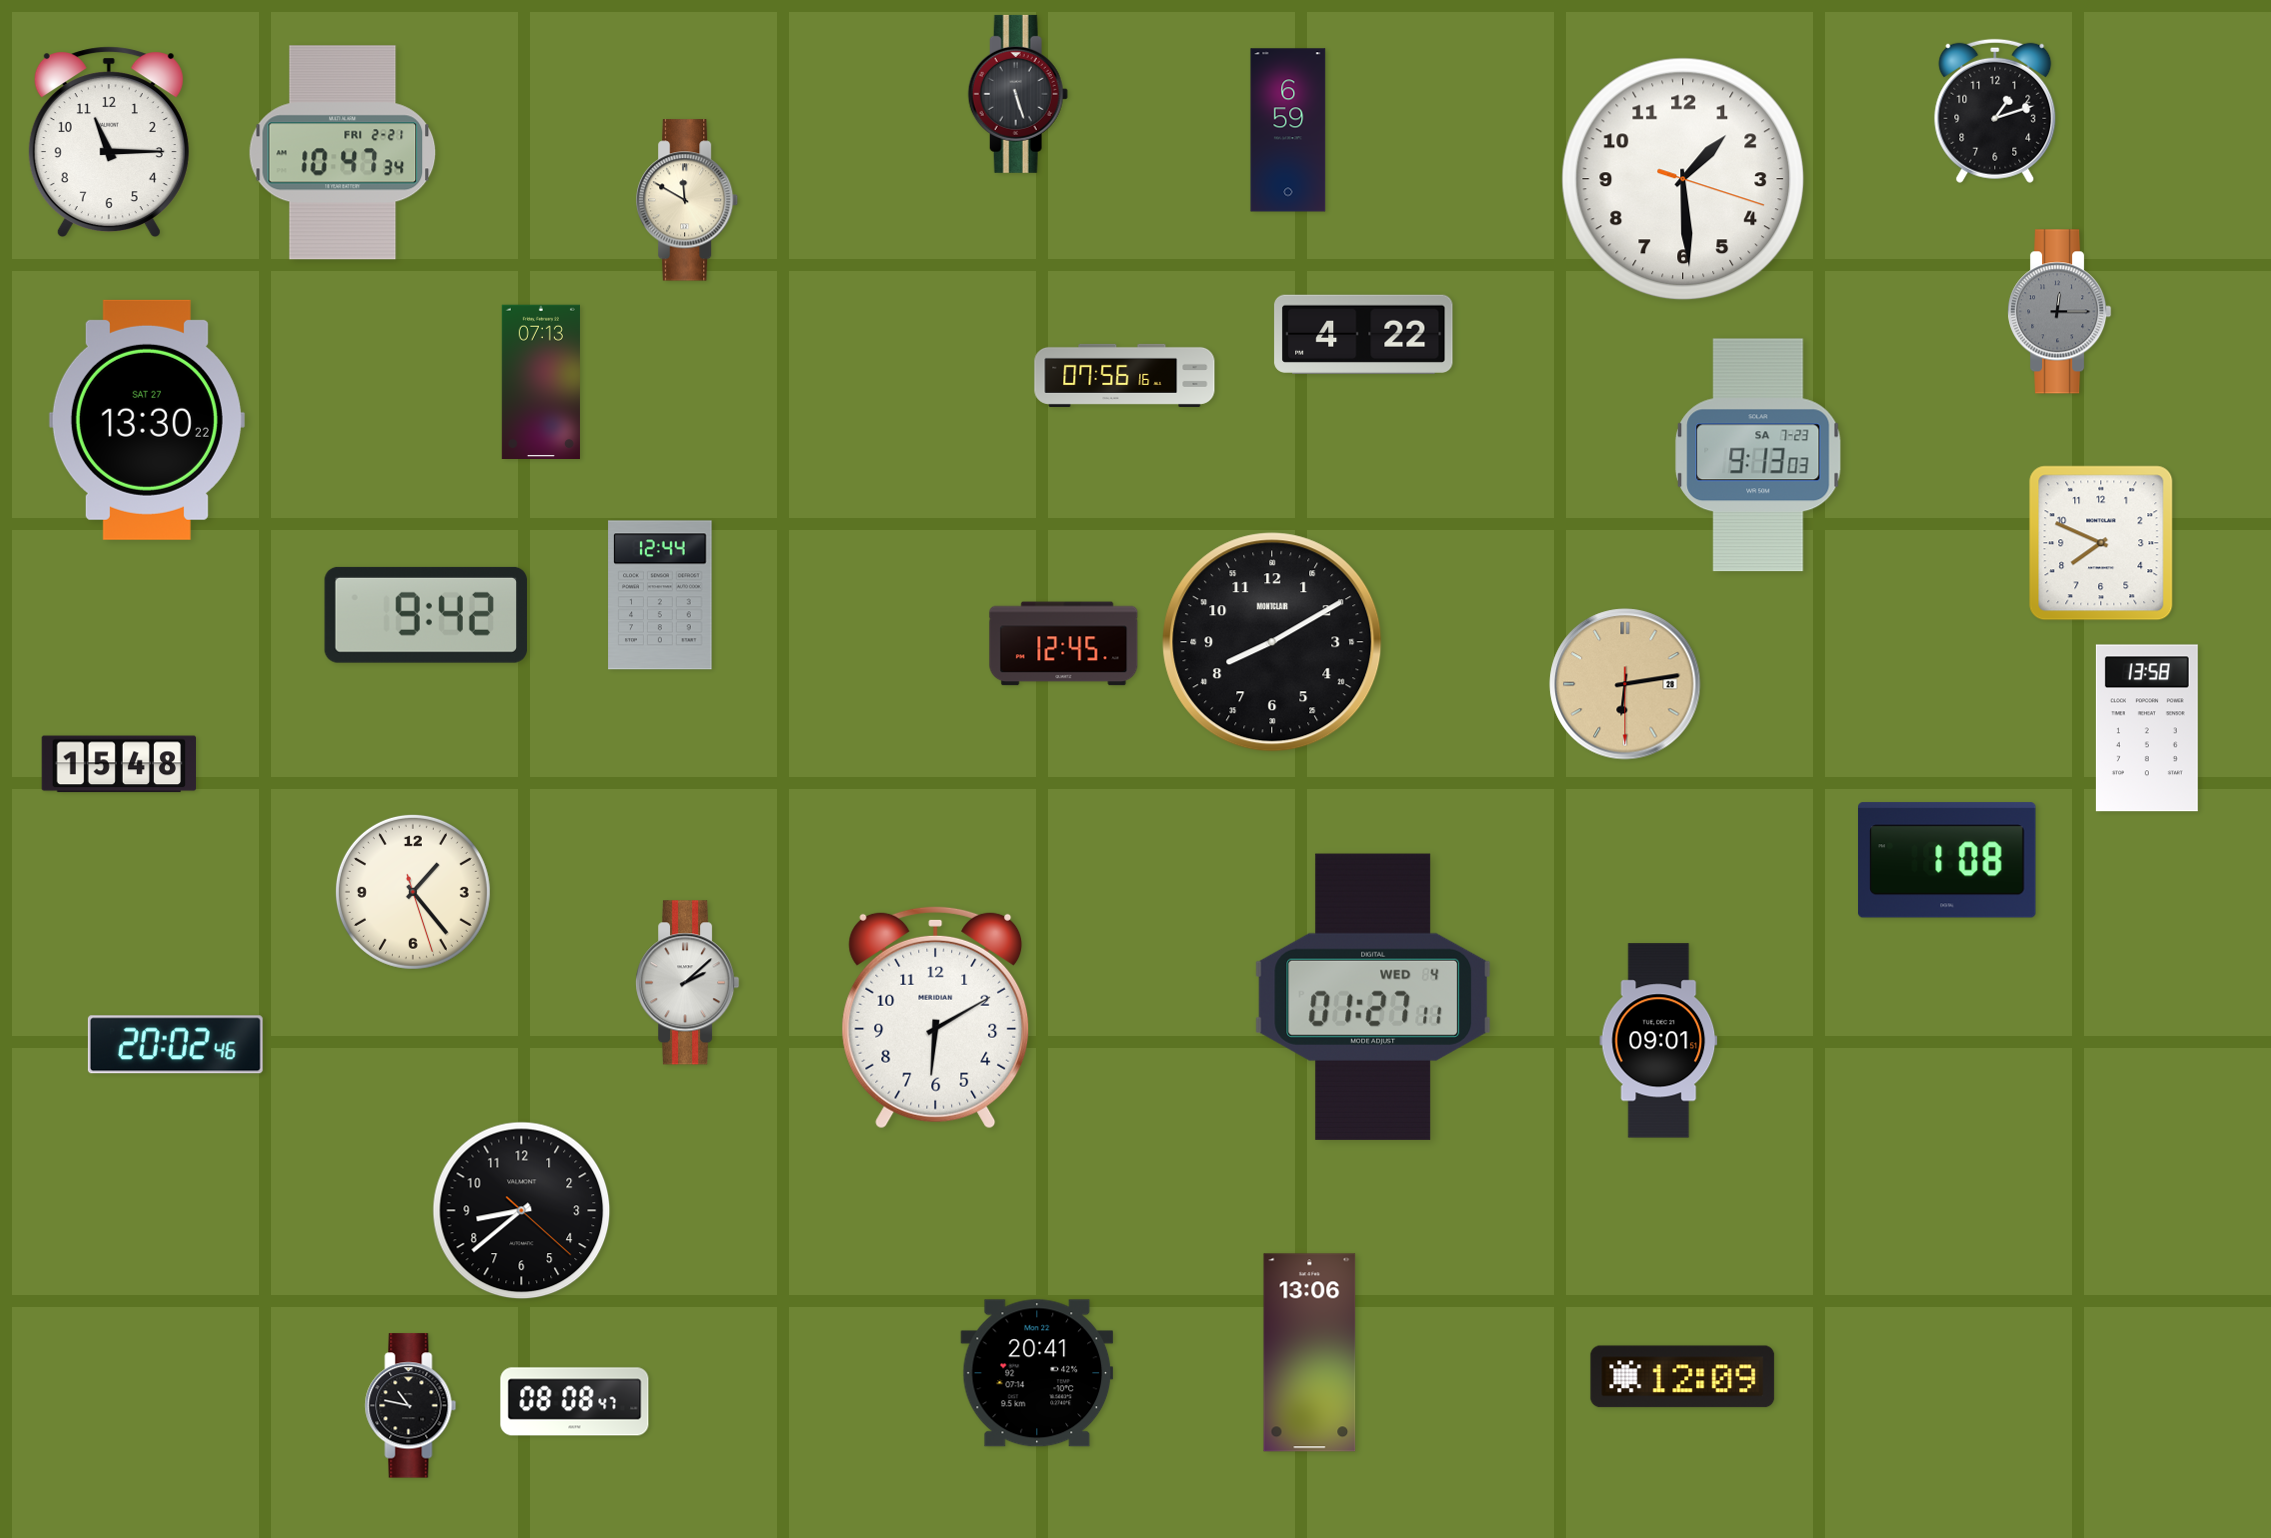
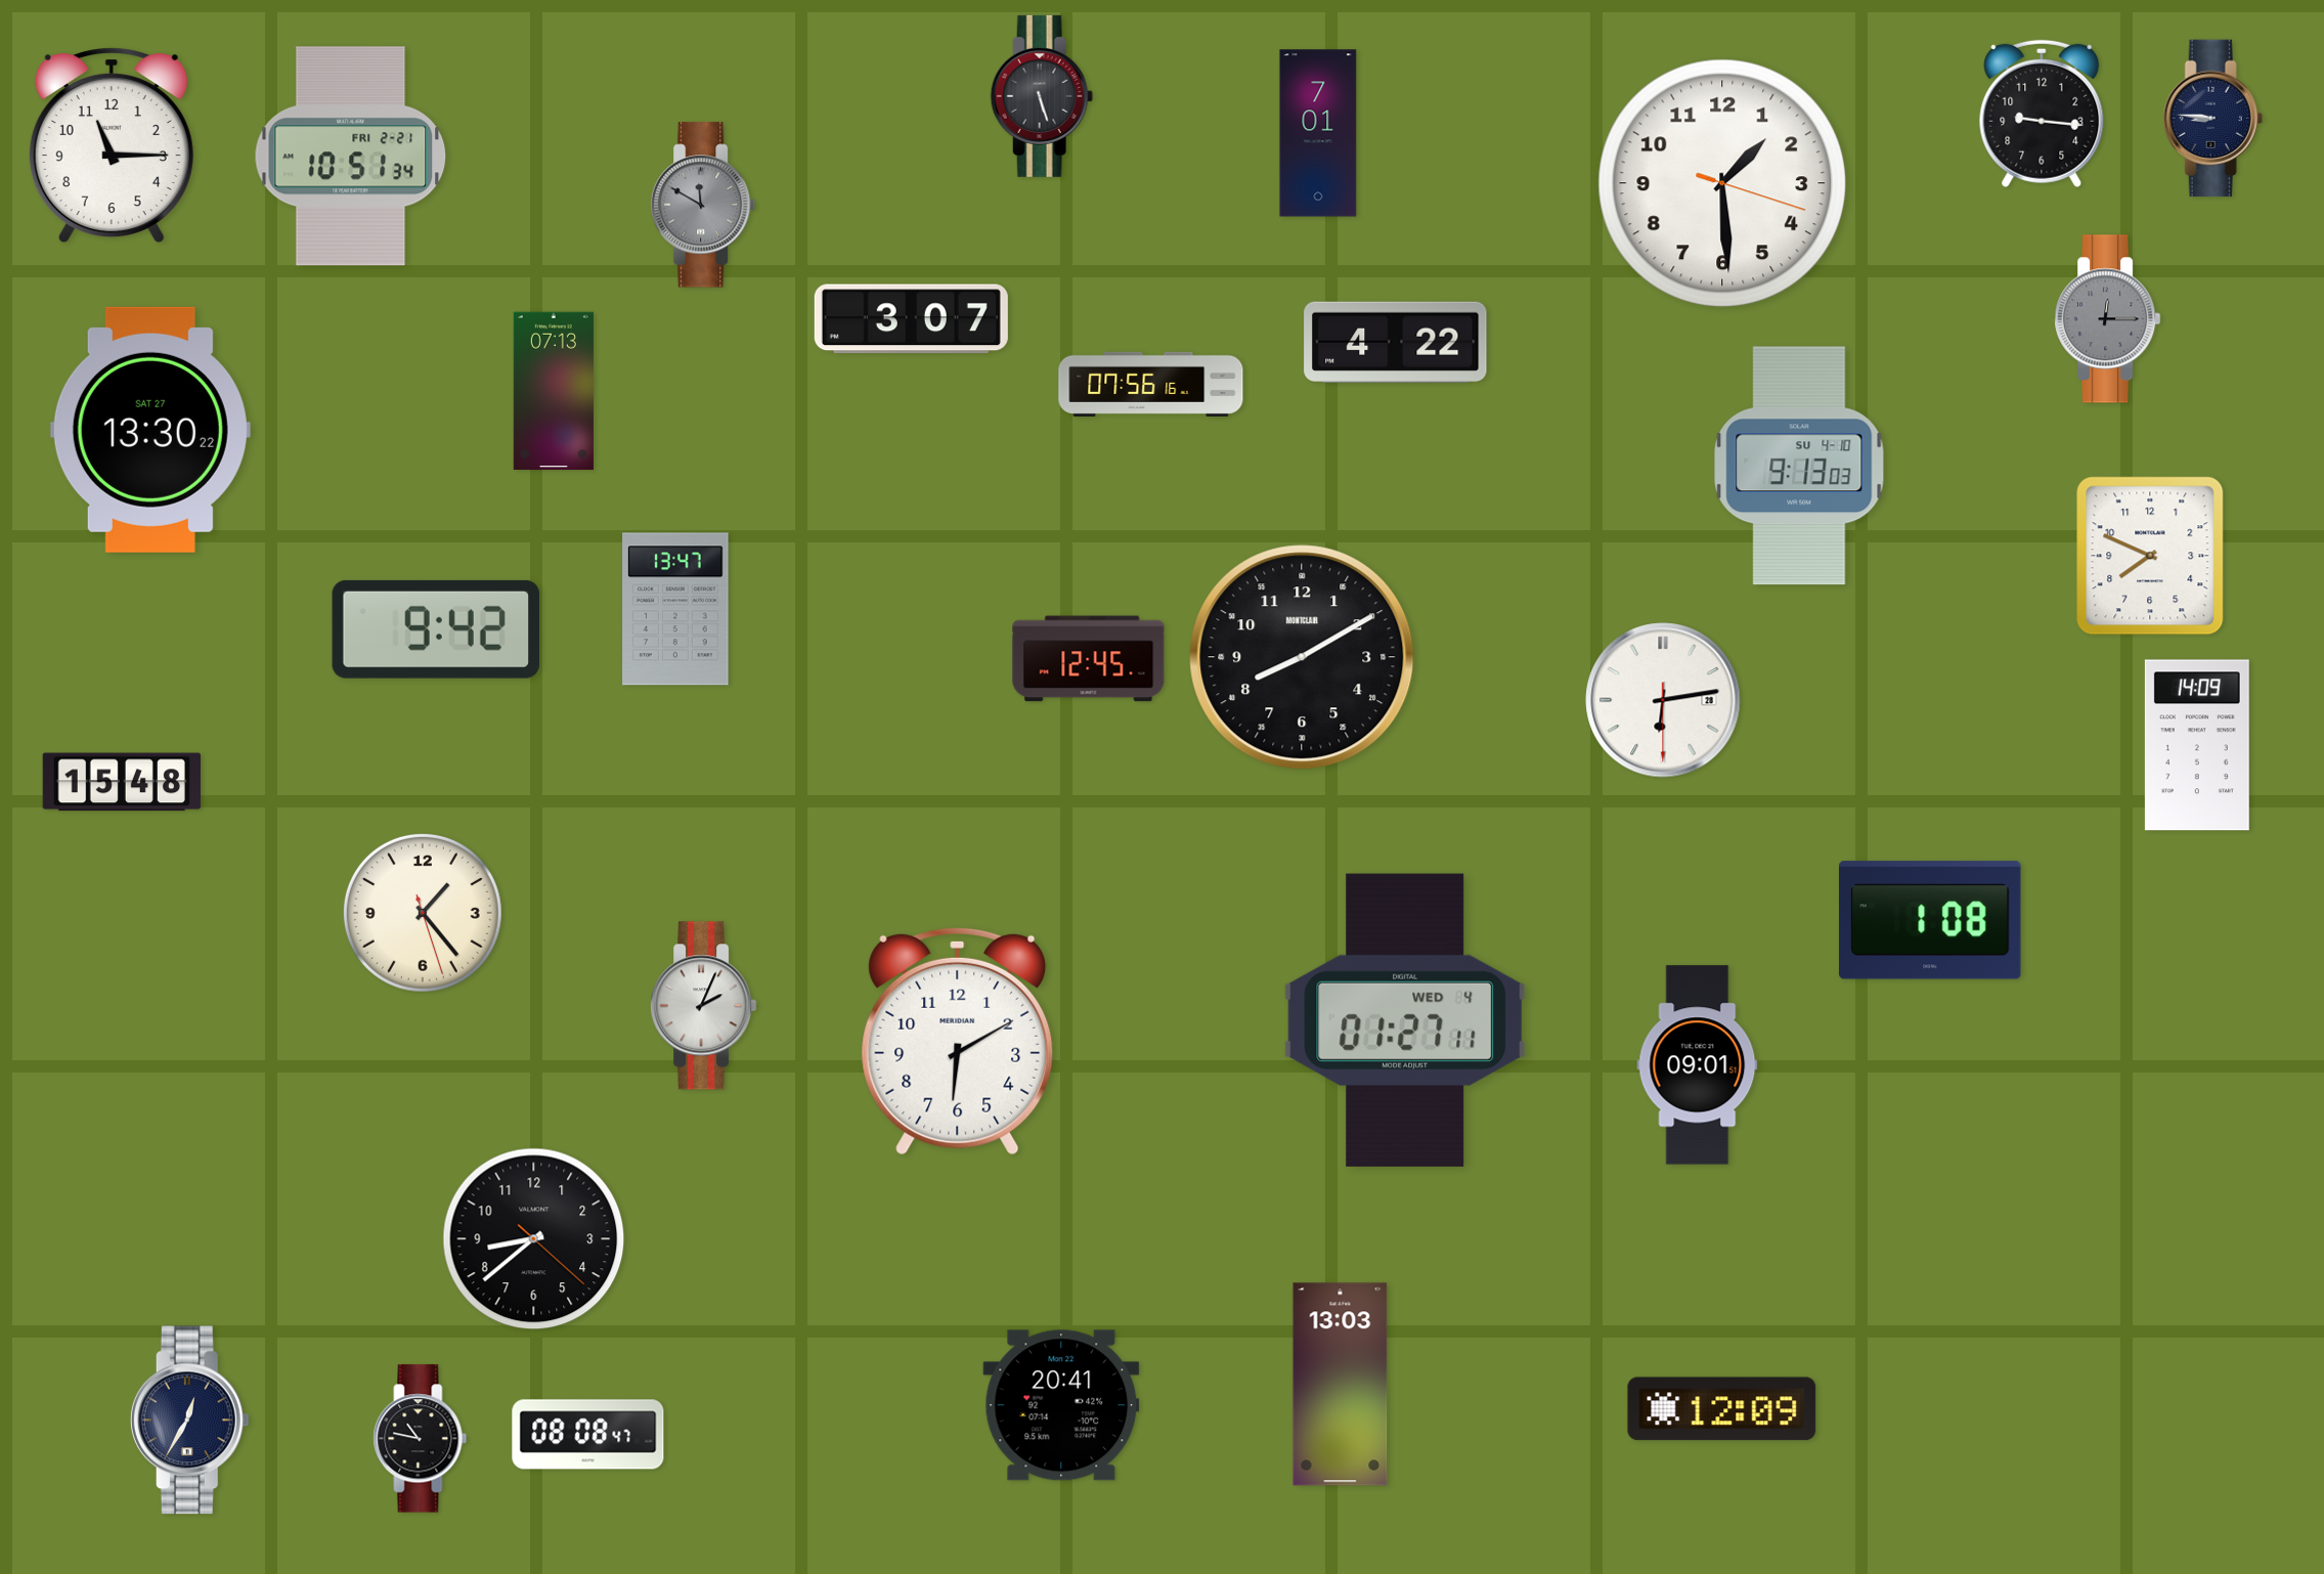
clock at (1995, 111): 1:12 -> 9:16
clock at (2212, 119): none -> 8:46
clock at (1288, 130): 6:59 -> 7:01
clock at (343, 153): 10:47 -> 10:51
clock at (688, 200) dial: cream -> grey
clock at (911, 319): none -> 3:07
clock at (1758, 455) date: SA 7-23 -> SU 4-10
clock at (660, 595): 12:44 -> 13:47
clock at (1625, 684) dial: champagne -> white
clock at (2147, 728): 13:58 -> 14:09
clock at (1947, 860) position: (1947, 860) -> (1930, 920)
clock at (688, 983): 2:08 -> 2:04
clock at (175, 1045): 20:02 -> none
clock at (1310, 1353): 13:06 -> 13:03
clock at (189, 1420): none -> 12:35
